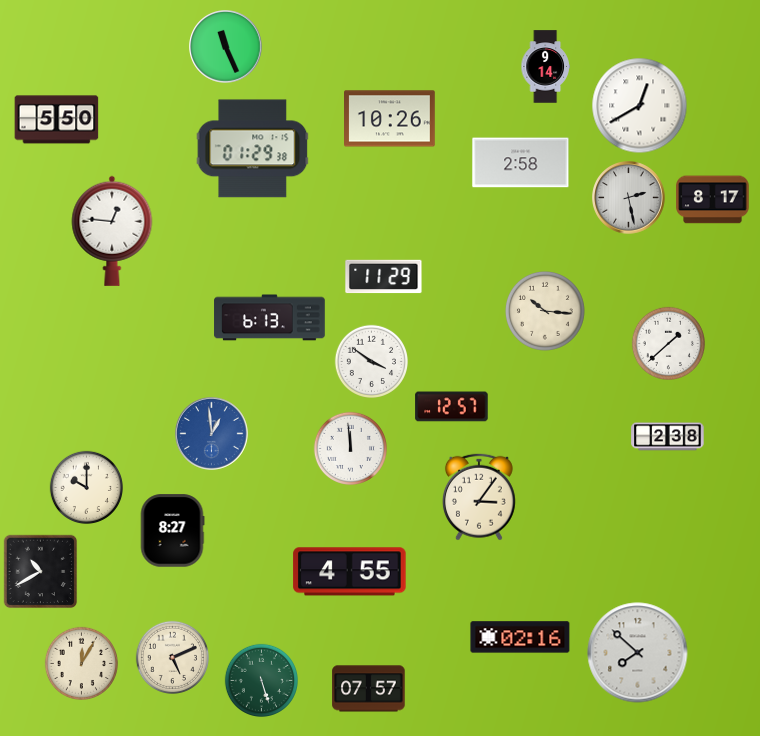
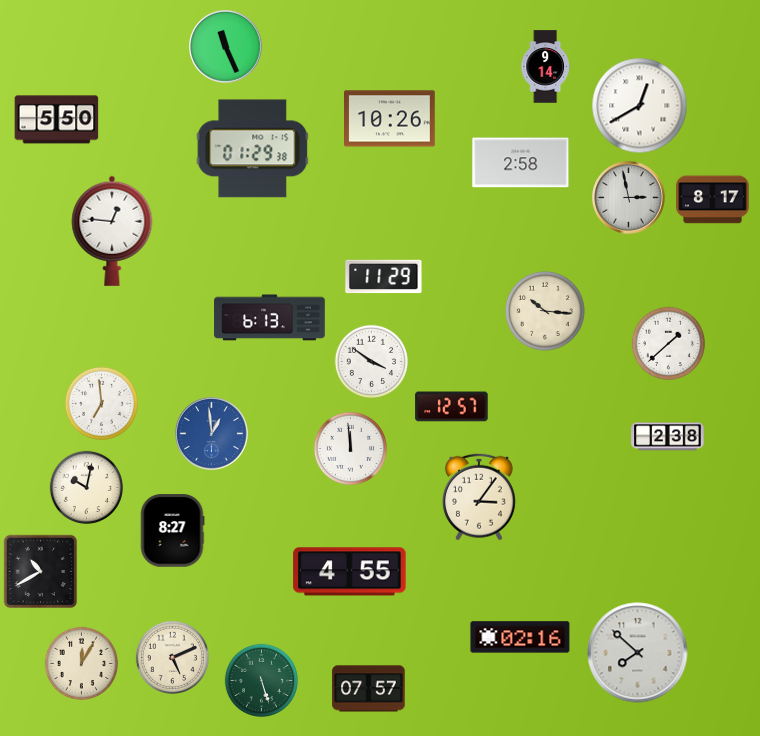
clock at (629, 198): 2:28 -> 2:58
clock at (101, 403): none -> 6:59
clock at (86, 487): 10:00 -> 10:02
